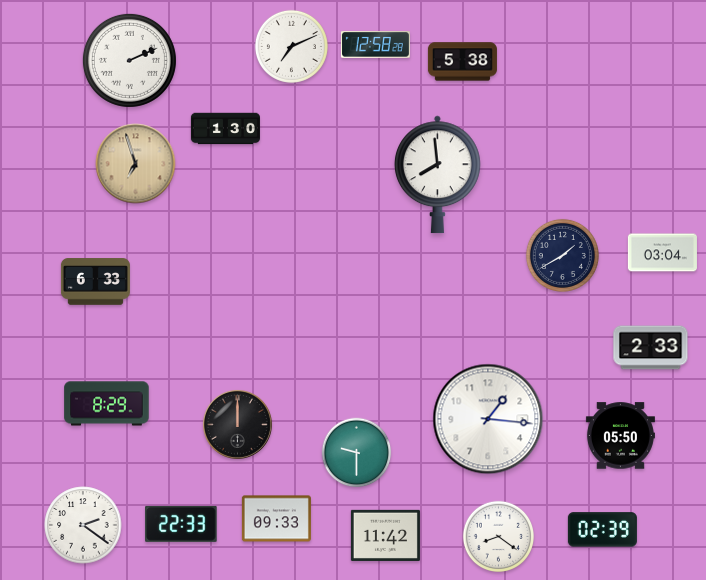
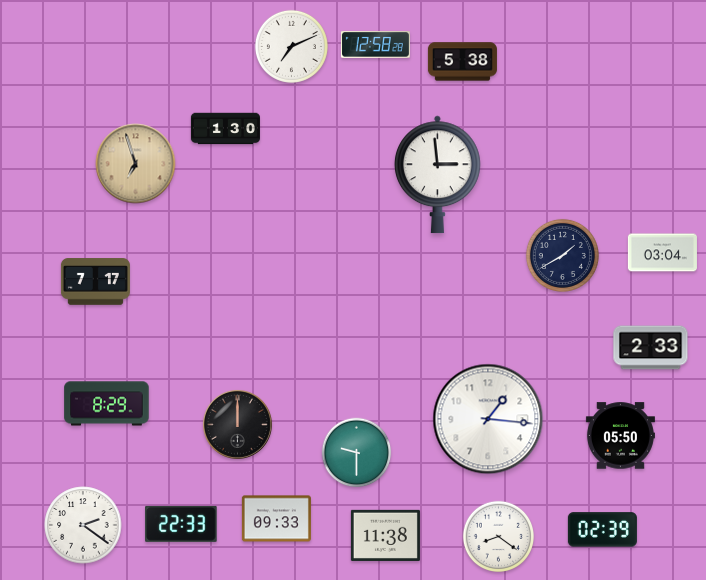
clock at (129, 60): 2:11 -> none
clock at (437, 175): 7:59 -> 2:59
clock at (95, 282): 6:33 -> 7:17
clock at (385, 535): 11:42 -> 11:38
